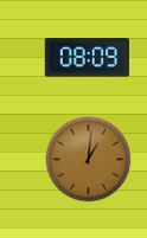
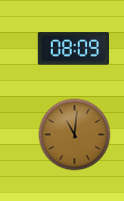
clock at (89, 160): 1:01 -> 11:01
